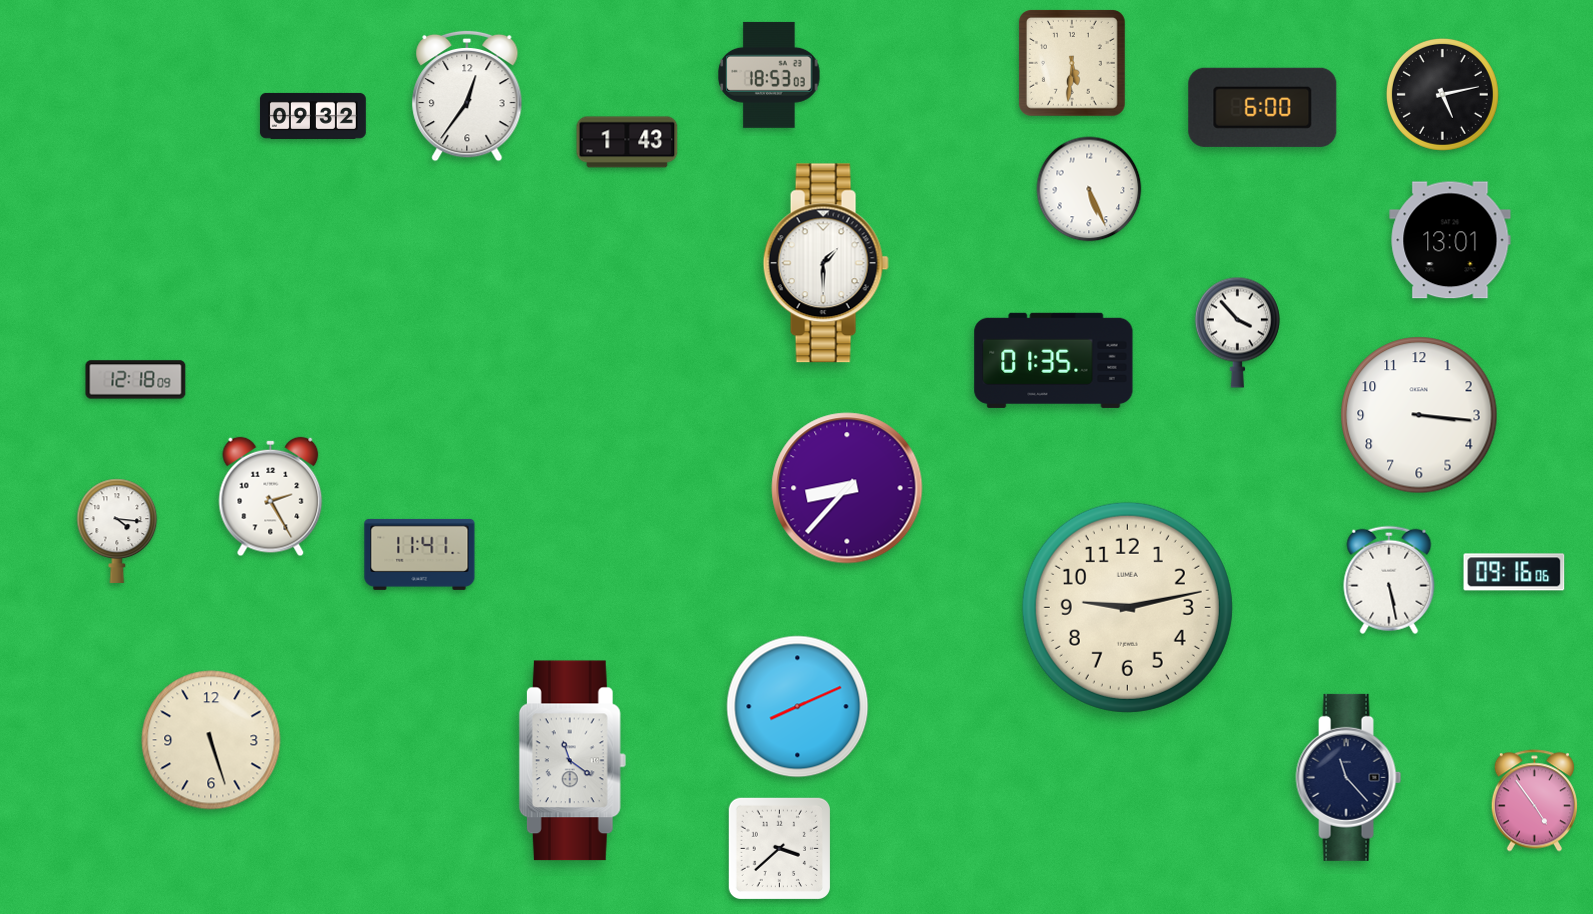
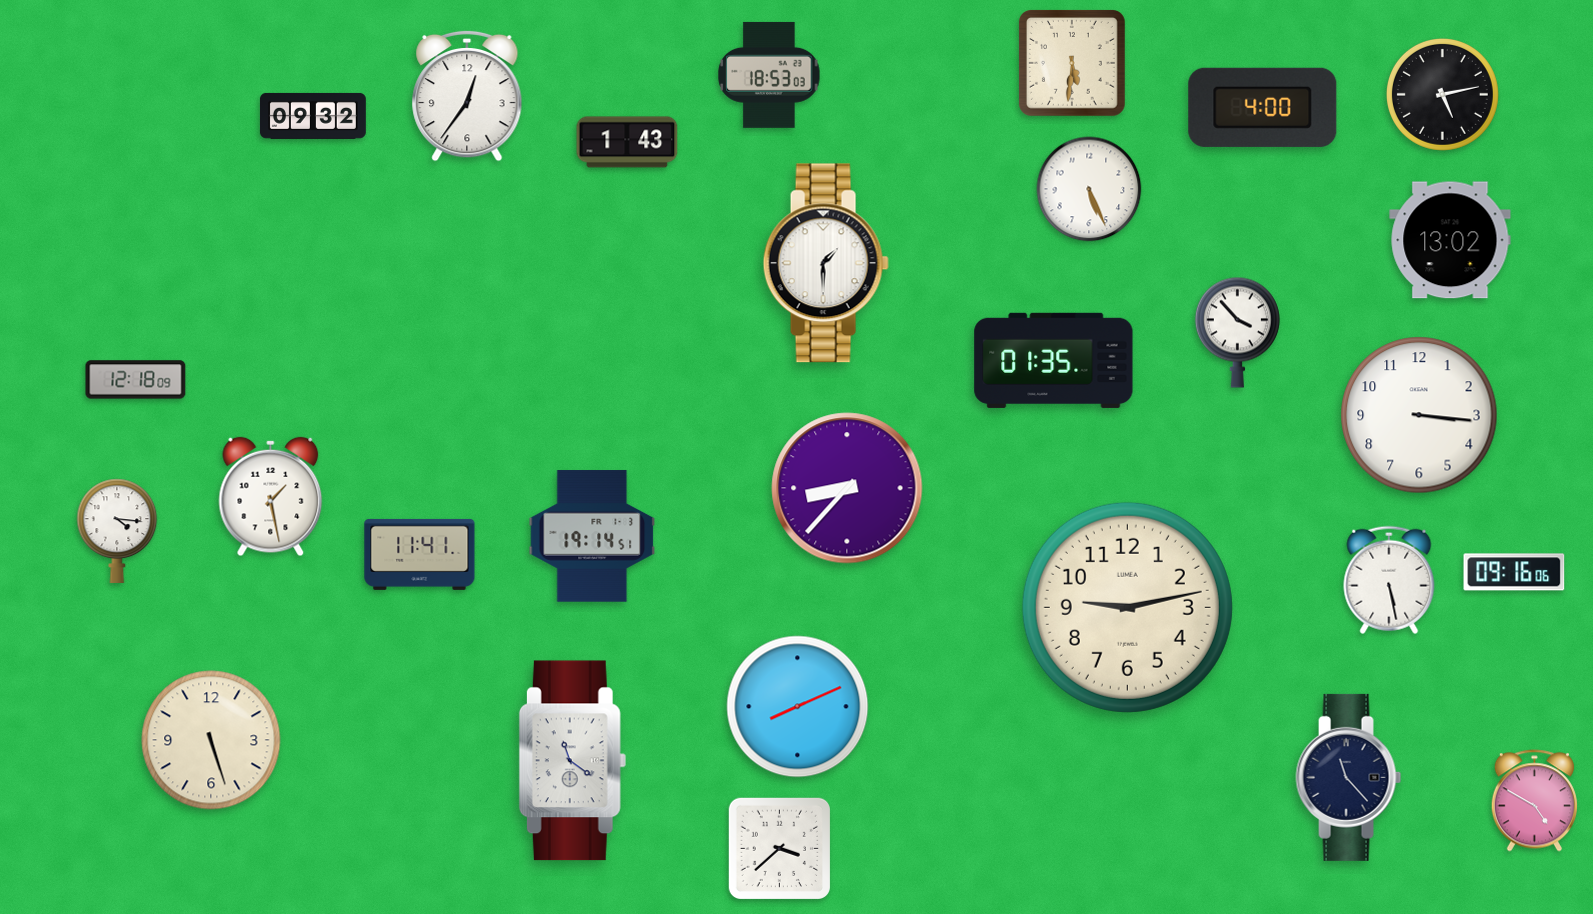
clock at (1263, 107): 6:00 -> 4:00
clock at (1450, 240): 13:01 -> 13:02
clock at (271, 497): 2:25 -> 1:28
clock at (592, 536): none -> 19:14
clock at (1534, 801): 4:54 -> 4:50
